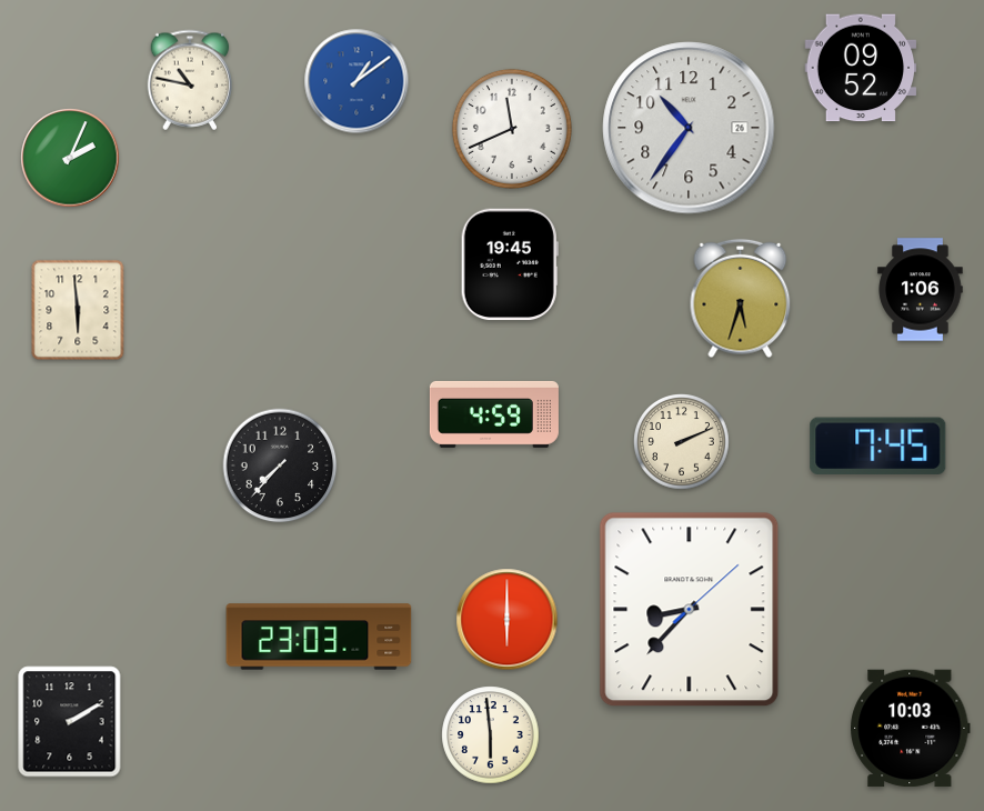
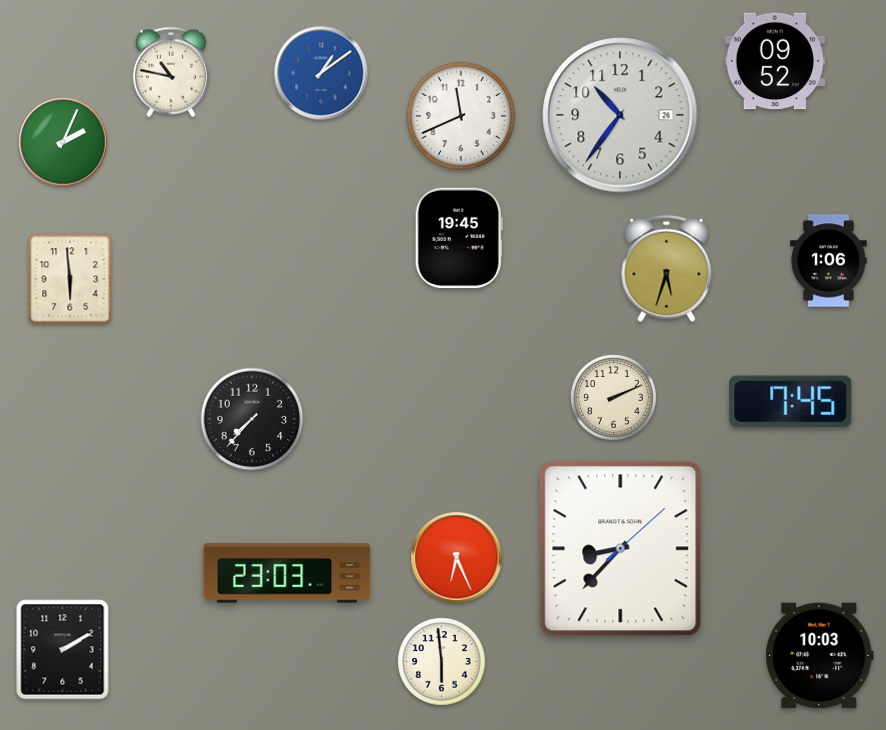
clock at (494, 414): 4:59 -> none
clock at (508, 620): 6:00 -> 6:26
